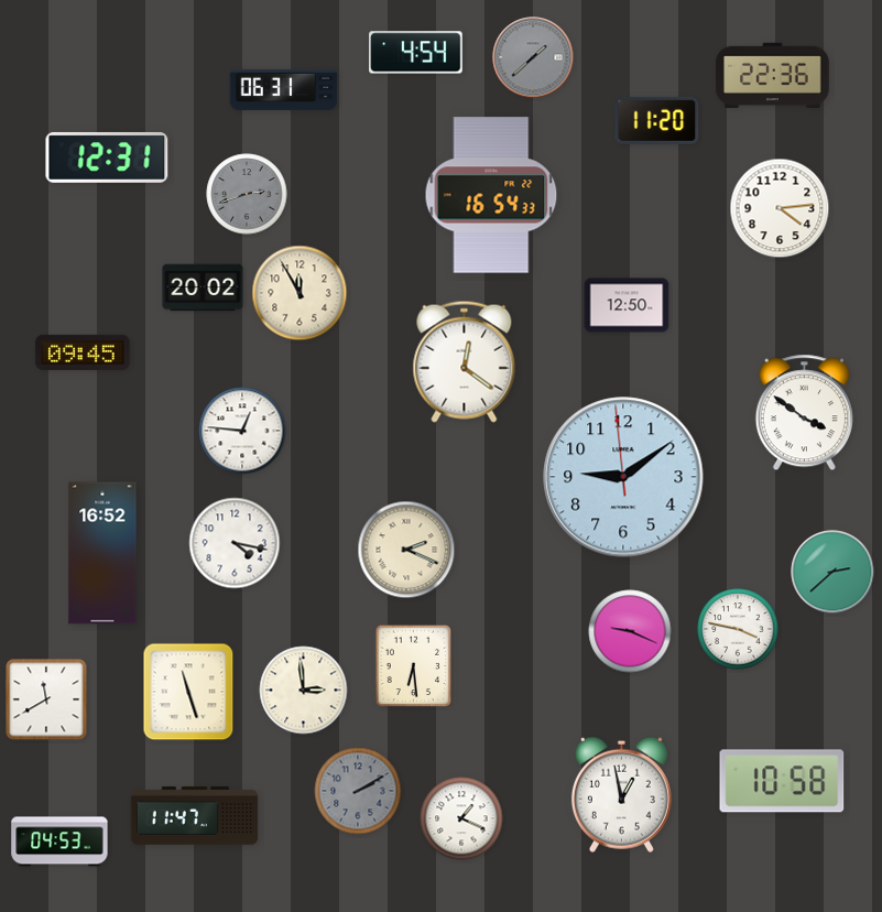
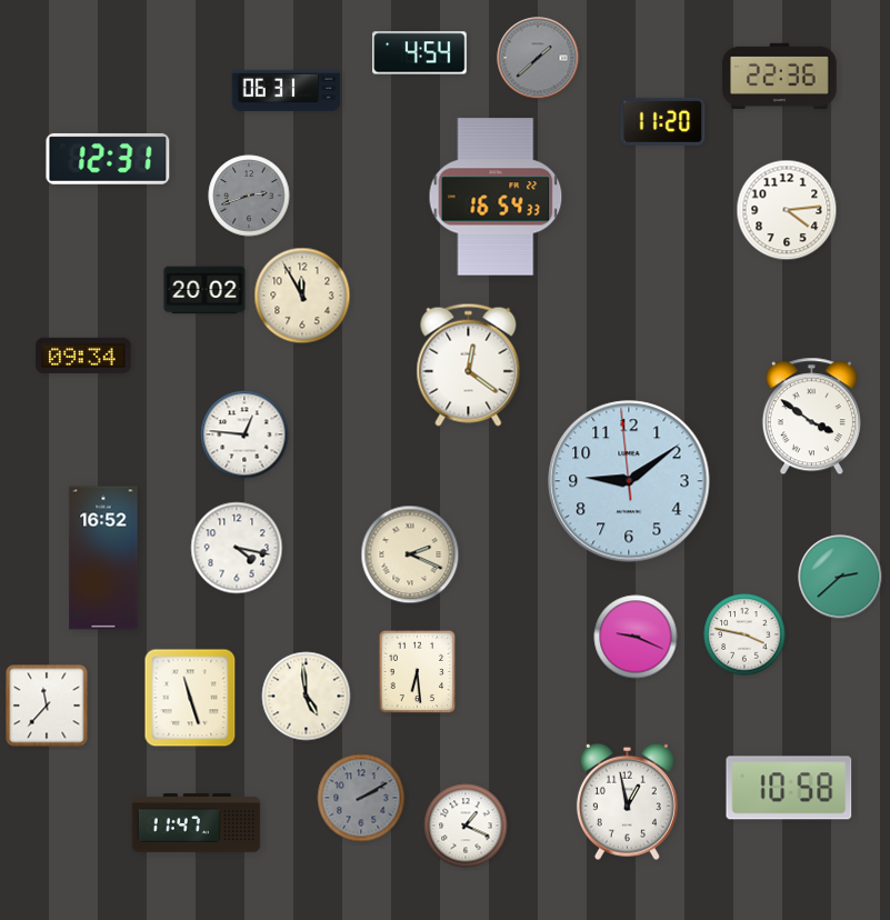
clock at (627, 305): 12:50 -> none
clock at (83, 352): 09:45 -> 09:34
clock at (304, 691): 2:59 -> 4:59
clock at (46, 699): 11:40 -> 11:37
clock at (59, 842): 04:53 -> none
